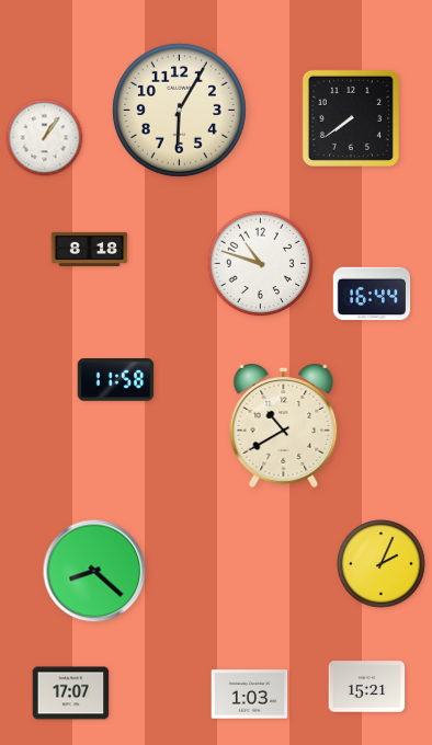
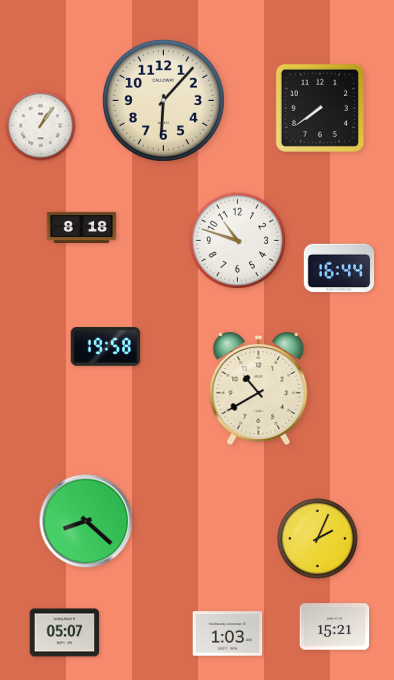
clock at (179, 110): 6:05 -> 6:07
clock at (116, 380): 11:58 -> 19:58
clock at (382, 564) position: (382, 564) -> (318, 539)
clock at (71, 694): 17:07 -> 05:07
